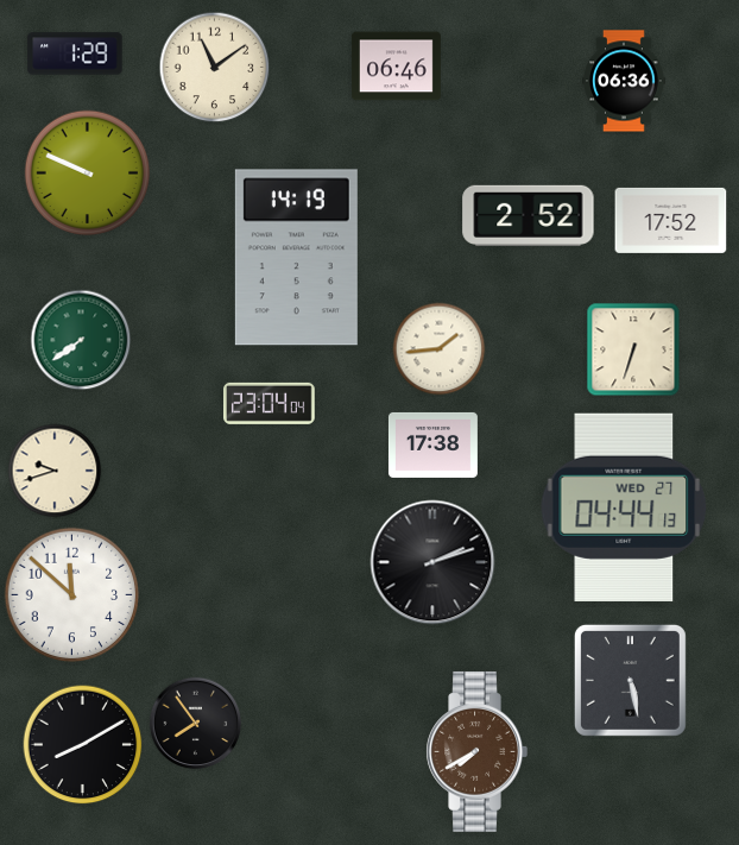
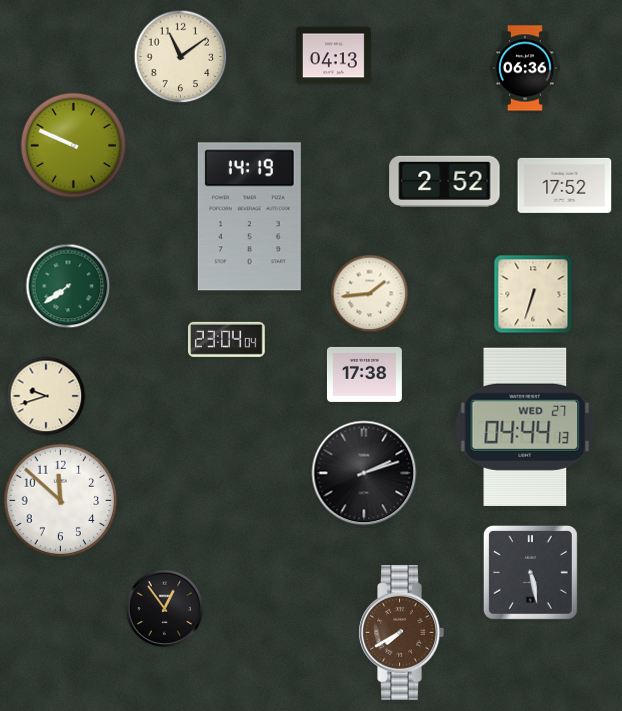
clock at (75, 53): 1:29 -> none
clock at (396, 67): 06:46 -> 04:13
clock at (196, 724): 7:54 -> 12:54
clock at (83, 745): 8:10 -> none
